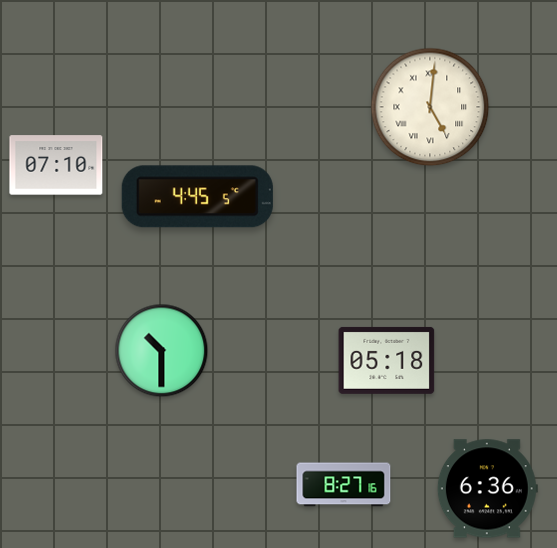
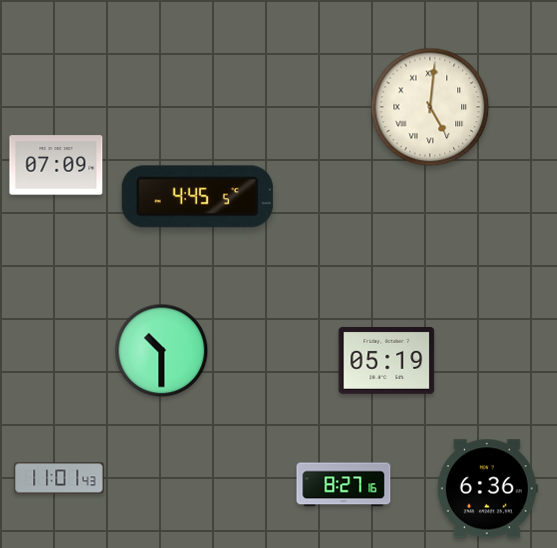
clock at (56, 165): 07:10 -> 07:09
clock at (387, 360): 05:18 -> 05:19
clock at (59, 478): none -> 11:01
